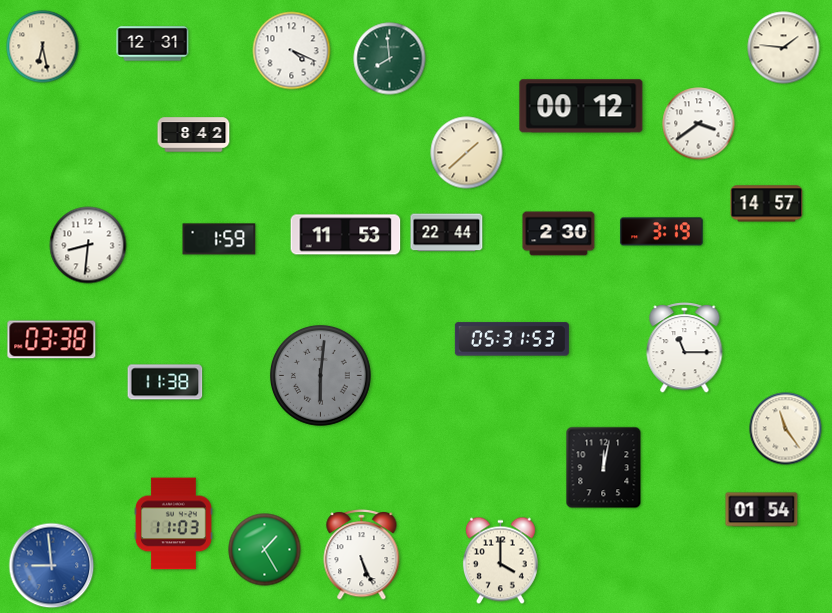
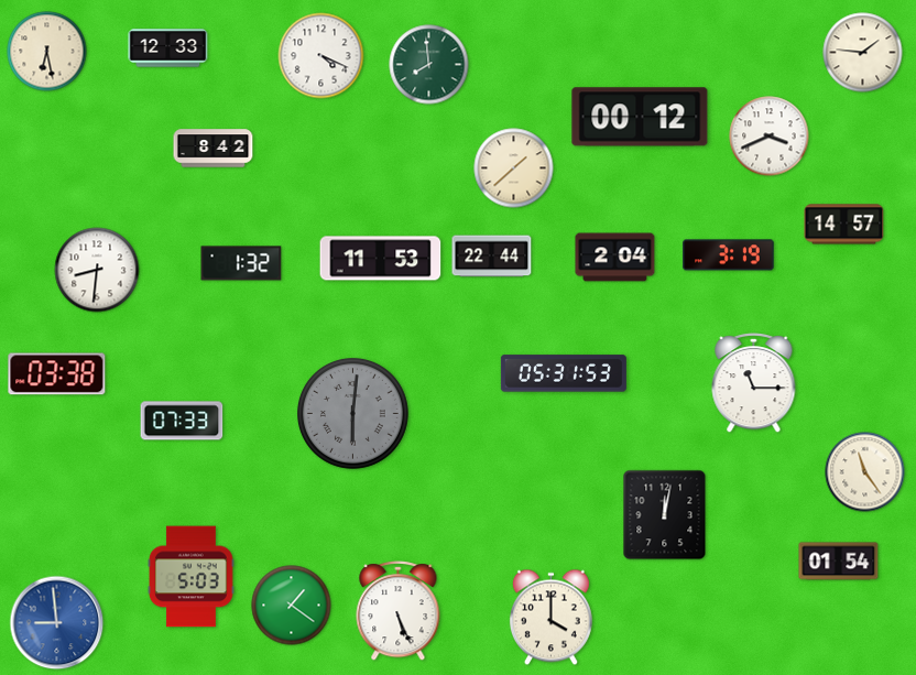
clock at (153, 44): 12:31 -> 12:33
clock at (699, 124): 3:39 -> 3:41
clock at (559, 234): 2:30 -> 2:04
clock at (219, 239): 1:59 -> 1:32
clock at (165, 382): 11:38 -> 07:33
clock at (174, 524): 11:03 -> 5:03
clock at (265, 550): 1:25 -> 1:21
